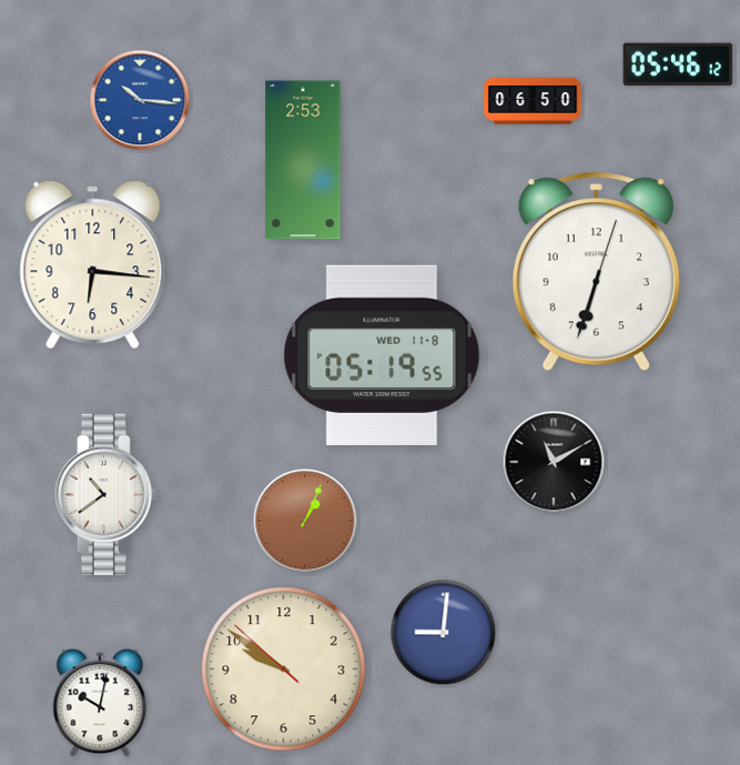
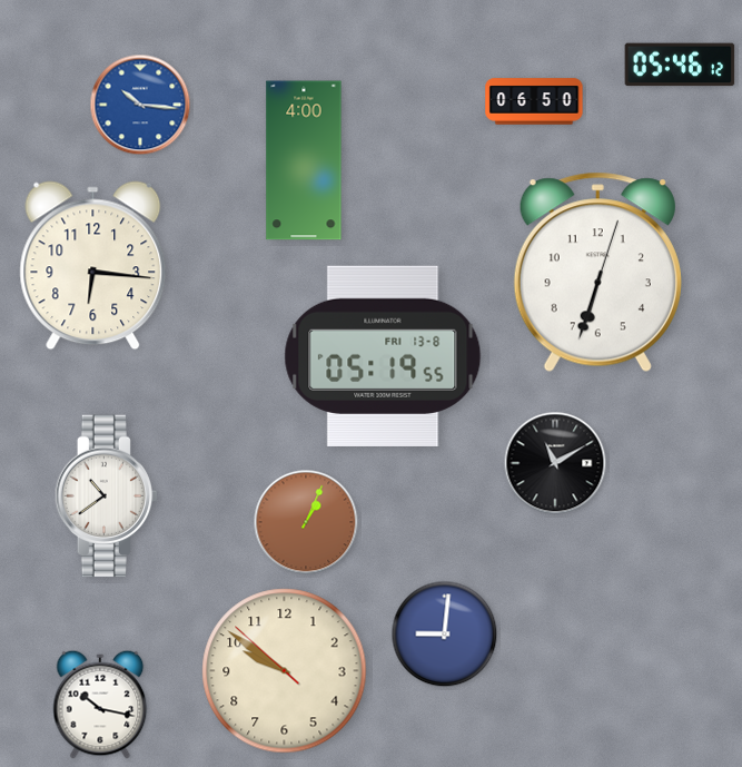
clock at (140, 100) position: (140, 100) -> (140, 105)
clock at (303, 160): 2:53 -> 4:00
clock at (382, 354) date: WED 11-8 -> FRI 13-8
clock at (100, 703): 10:02 -> 10:17
